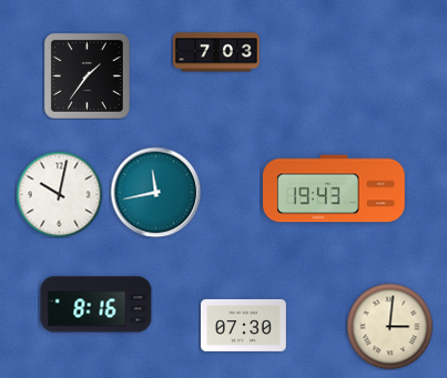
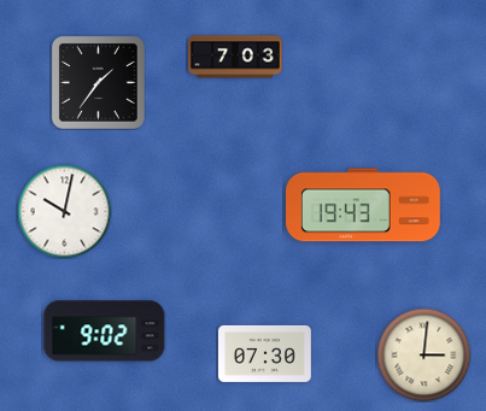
clock at (87, 75) position: (87, 75) -> (98, 82)
clock at (155, 192): 11:43 -> none
clock at (96, 305): 8:16 -> 9:02
